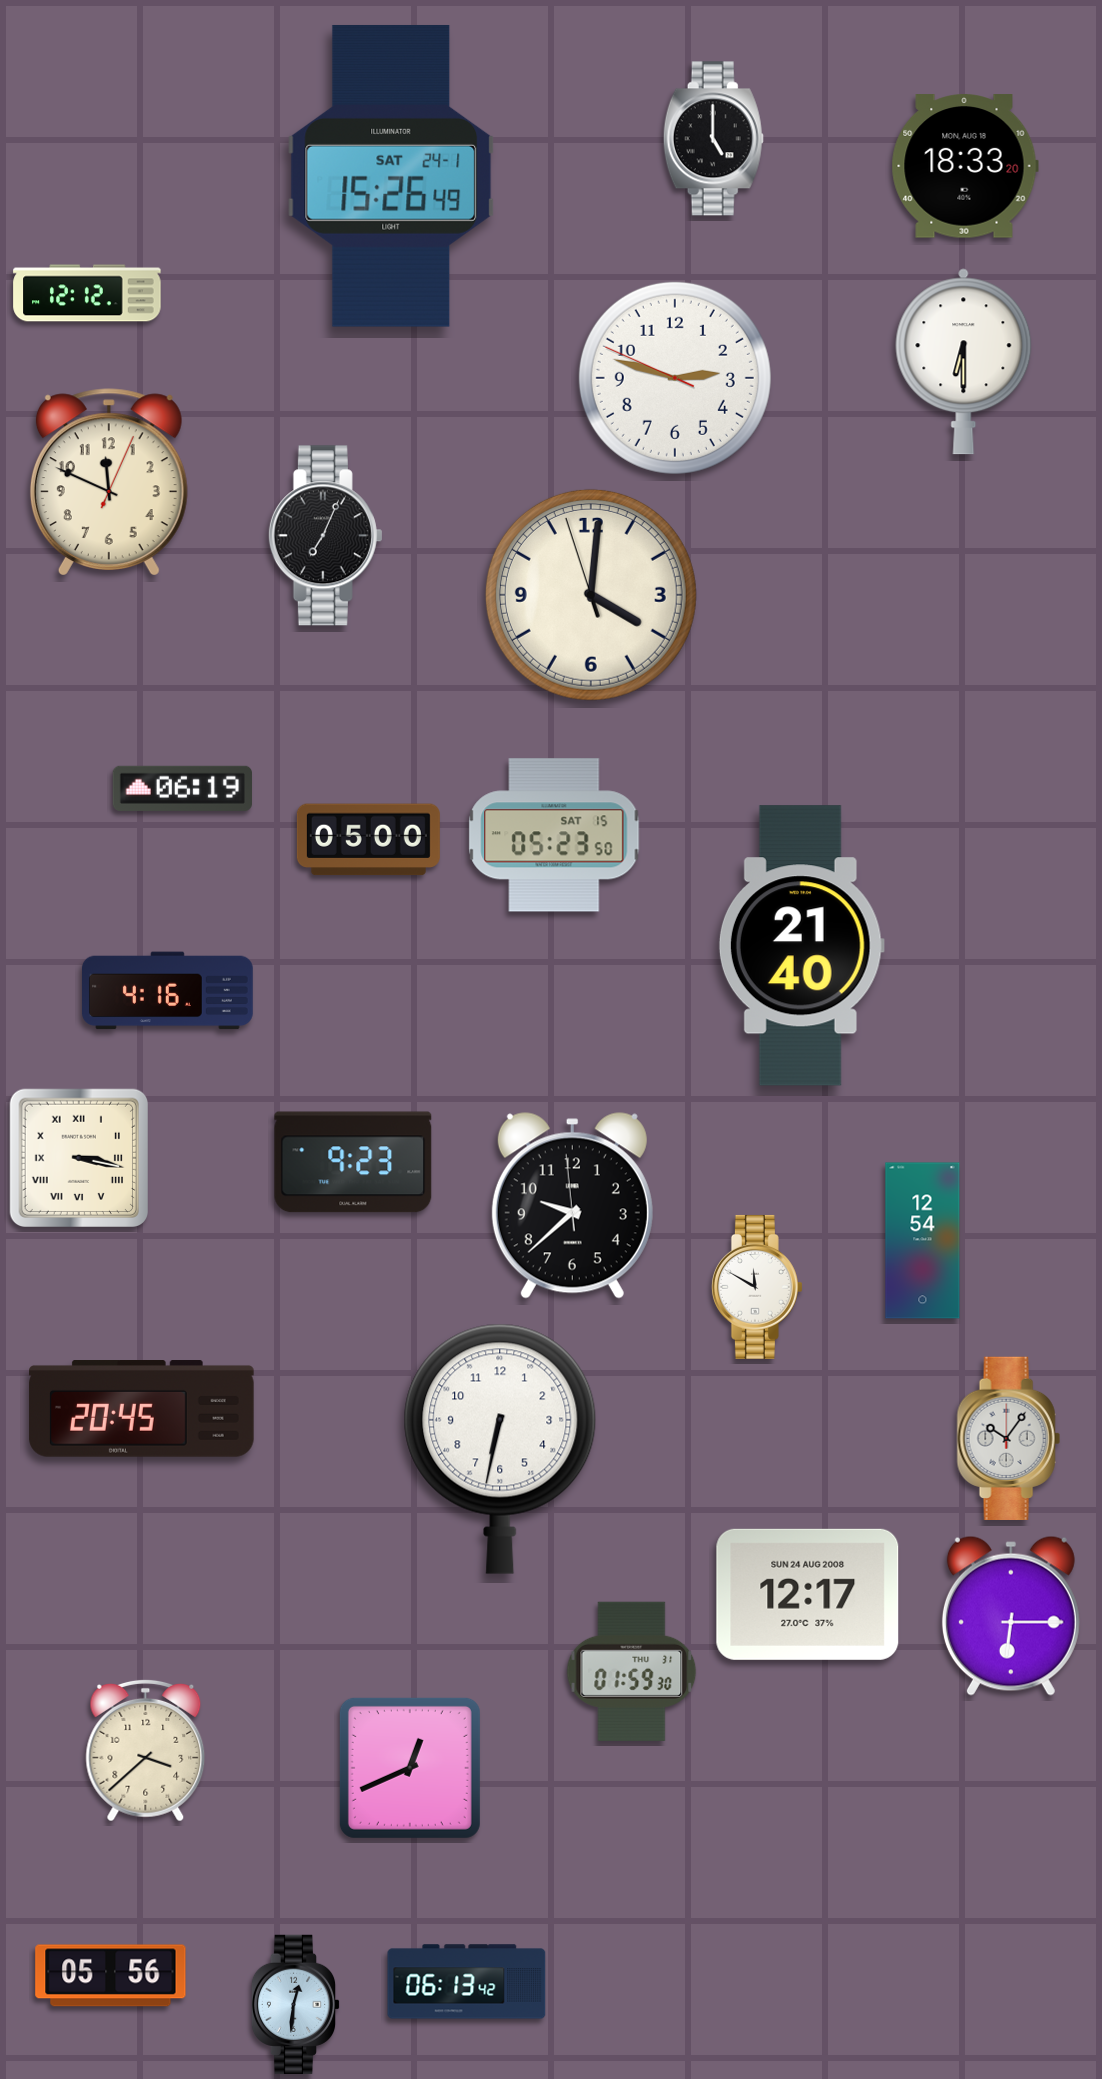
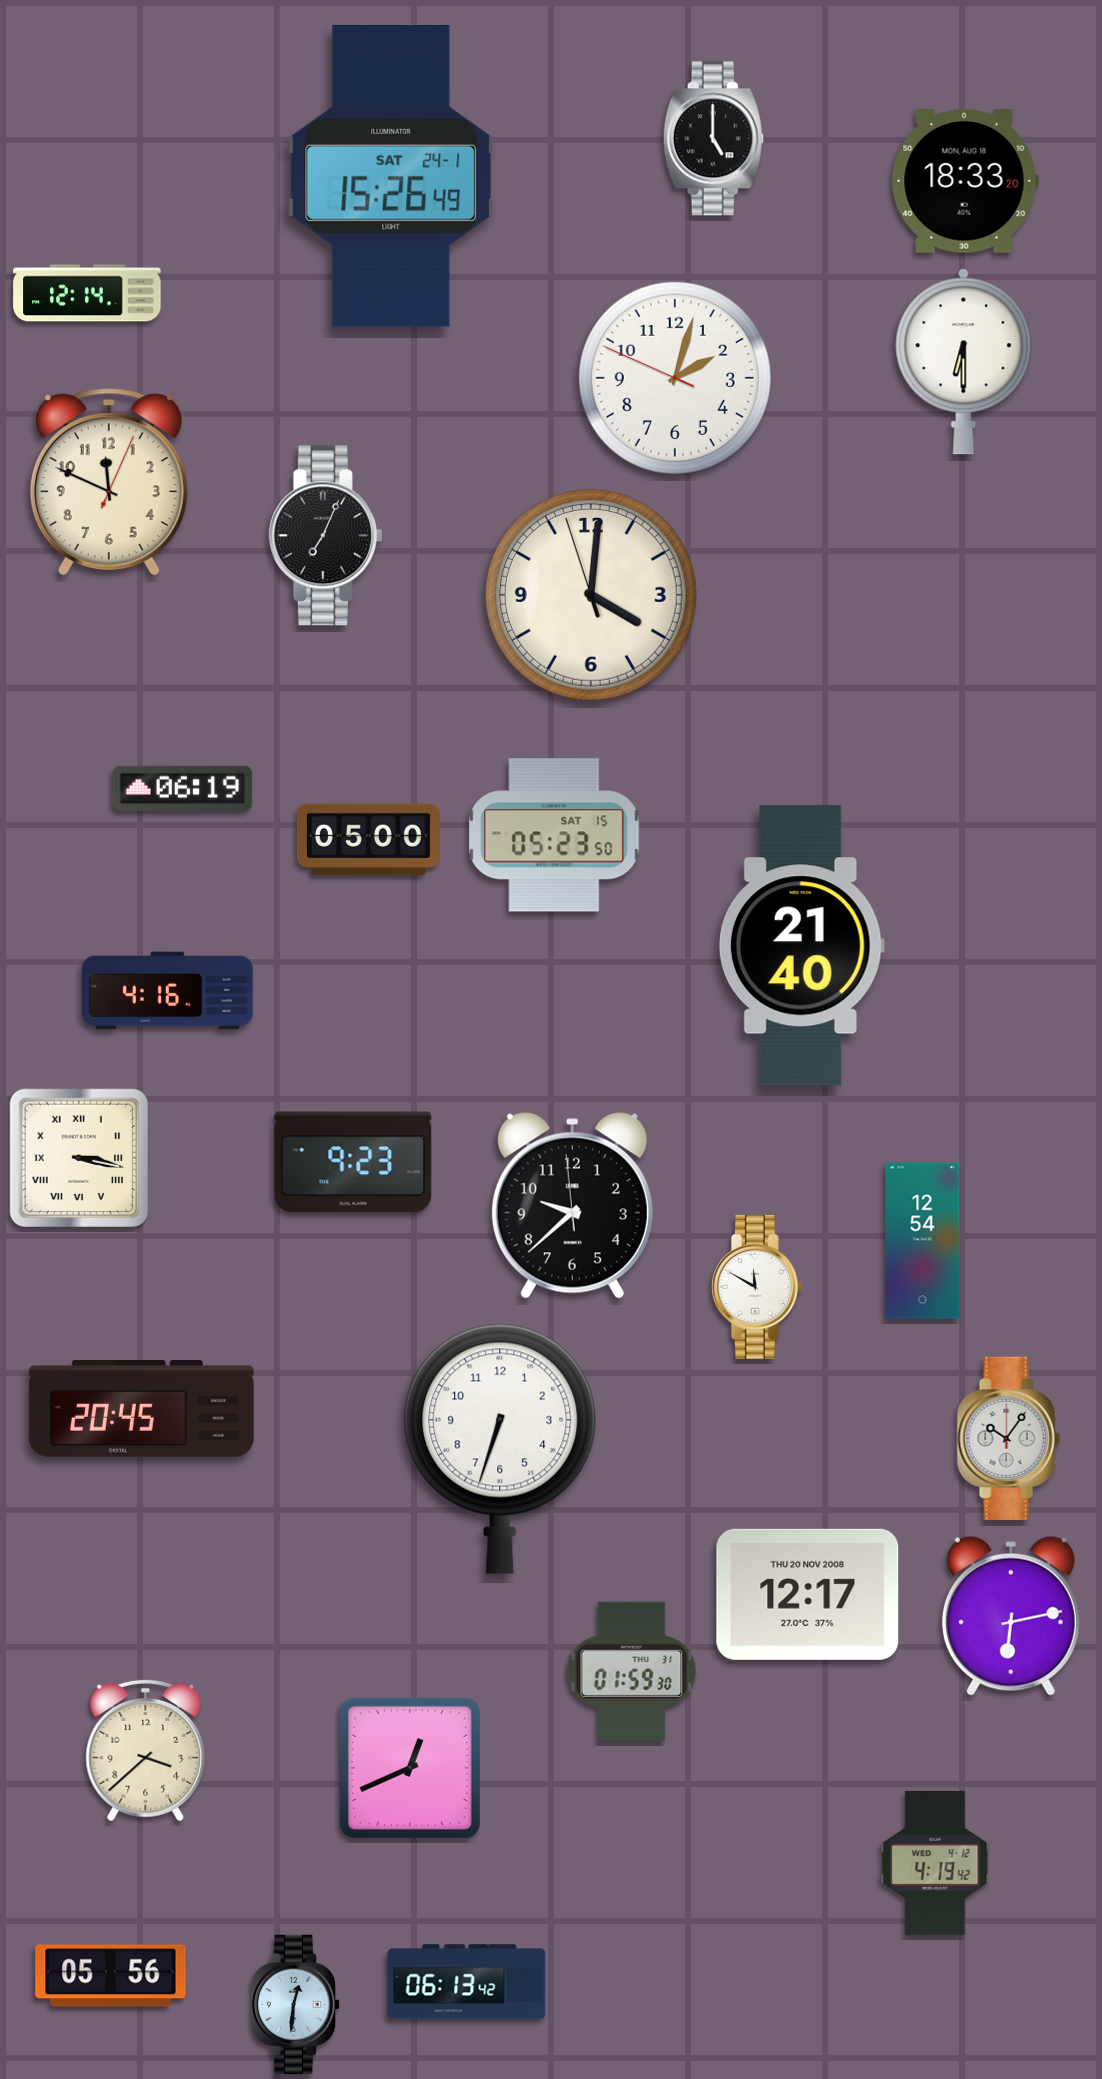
clock at (965, 166) position: (965, 166) -> (965, 181)
clock at (87, 293): 12:12 -> 12:14
clock at (675, 378): 2:47 -> 2:02
clock at (500, 1449): 6:32 -> 6:33
clock at (808, 1594) date: SUN 24 AUG 2008 -> THU 20 NOV 2008
clock at (1011, 1616): 6:15 -> 6:13
clock at (935, 1863): none -> 4:19
